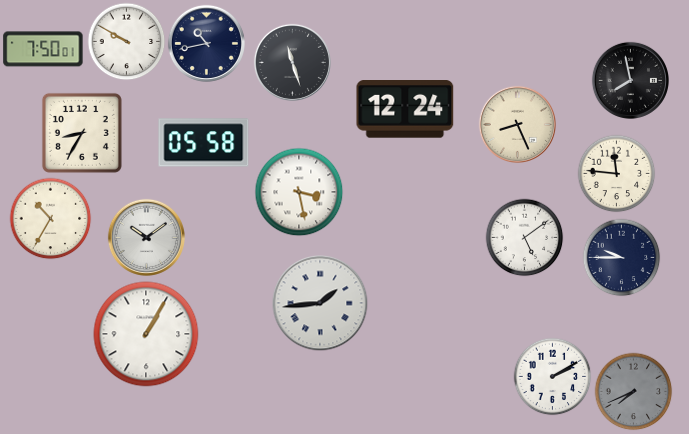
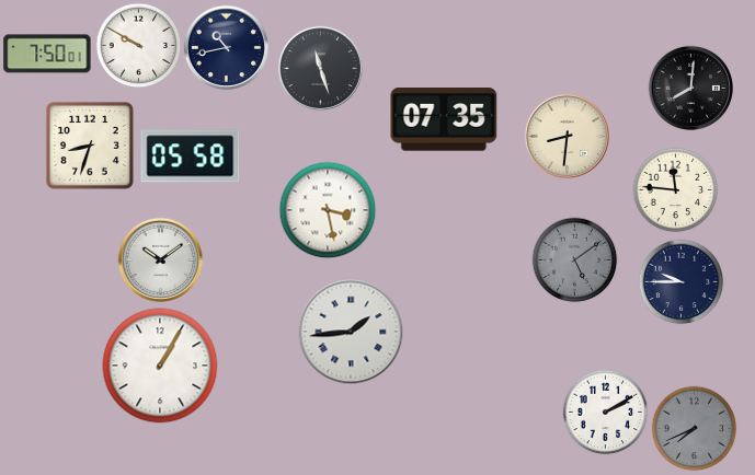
clock at (630, 80): 7:58 -> 8:01
clock at (405, 109): 12:24 -> 07:35
clock at (517, 124): 8:26 -> 8:31
clock at (82, 133): 8:35 -> 8:33
clock at (204, 143) position: (204, 143) -> (191, 157)
clock at (50, 218): 10:35 -> none
clock at (524, 237) dial: white -> grey
